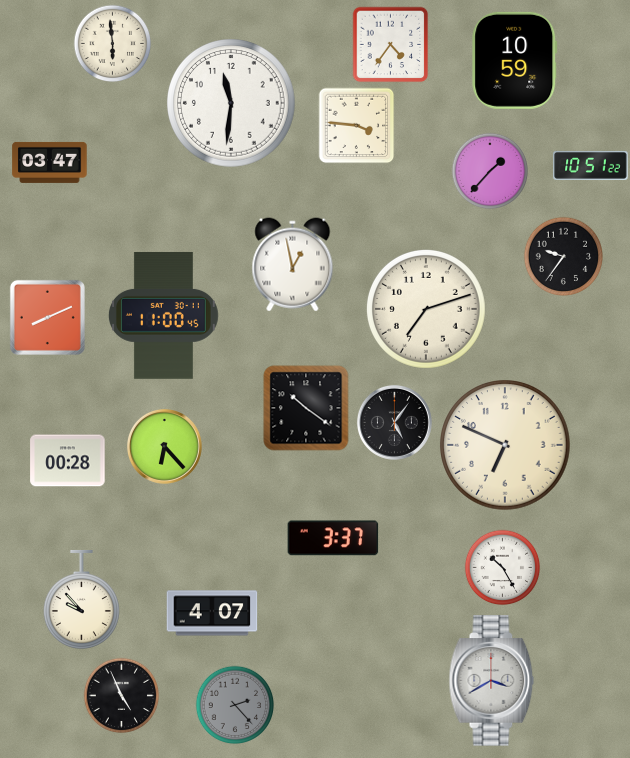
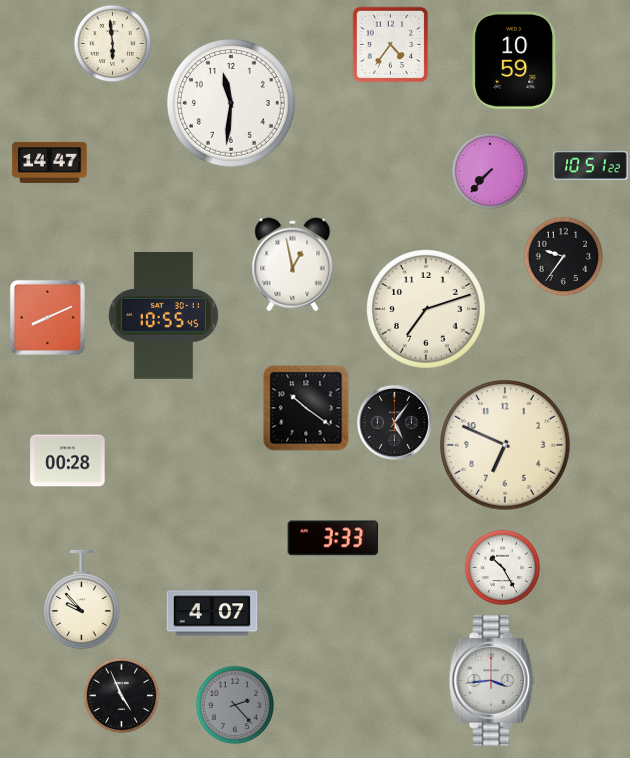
clock at (357, 126): 3:46 -> none
clock at (50, 162): 03:47 -> 14:47
clock at (490, 171): 1:37 -> 7:37
clock at (163, 315): 11:00 -> 10:55
clock at (164, 446): 6:23 -> none
clock at (333, 538): 3:37 -> 3:33
clock at (492, 681): 3:40 -> 3:44
